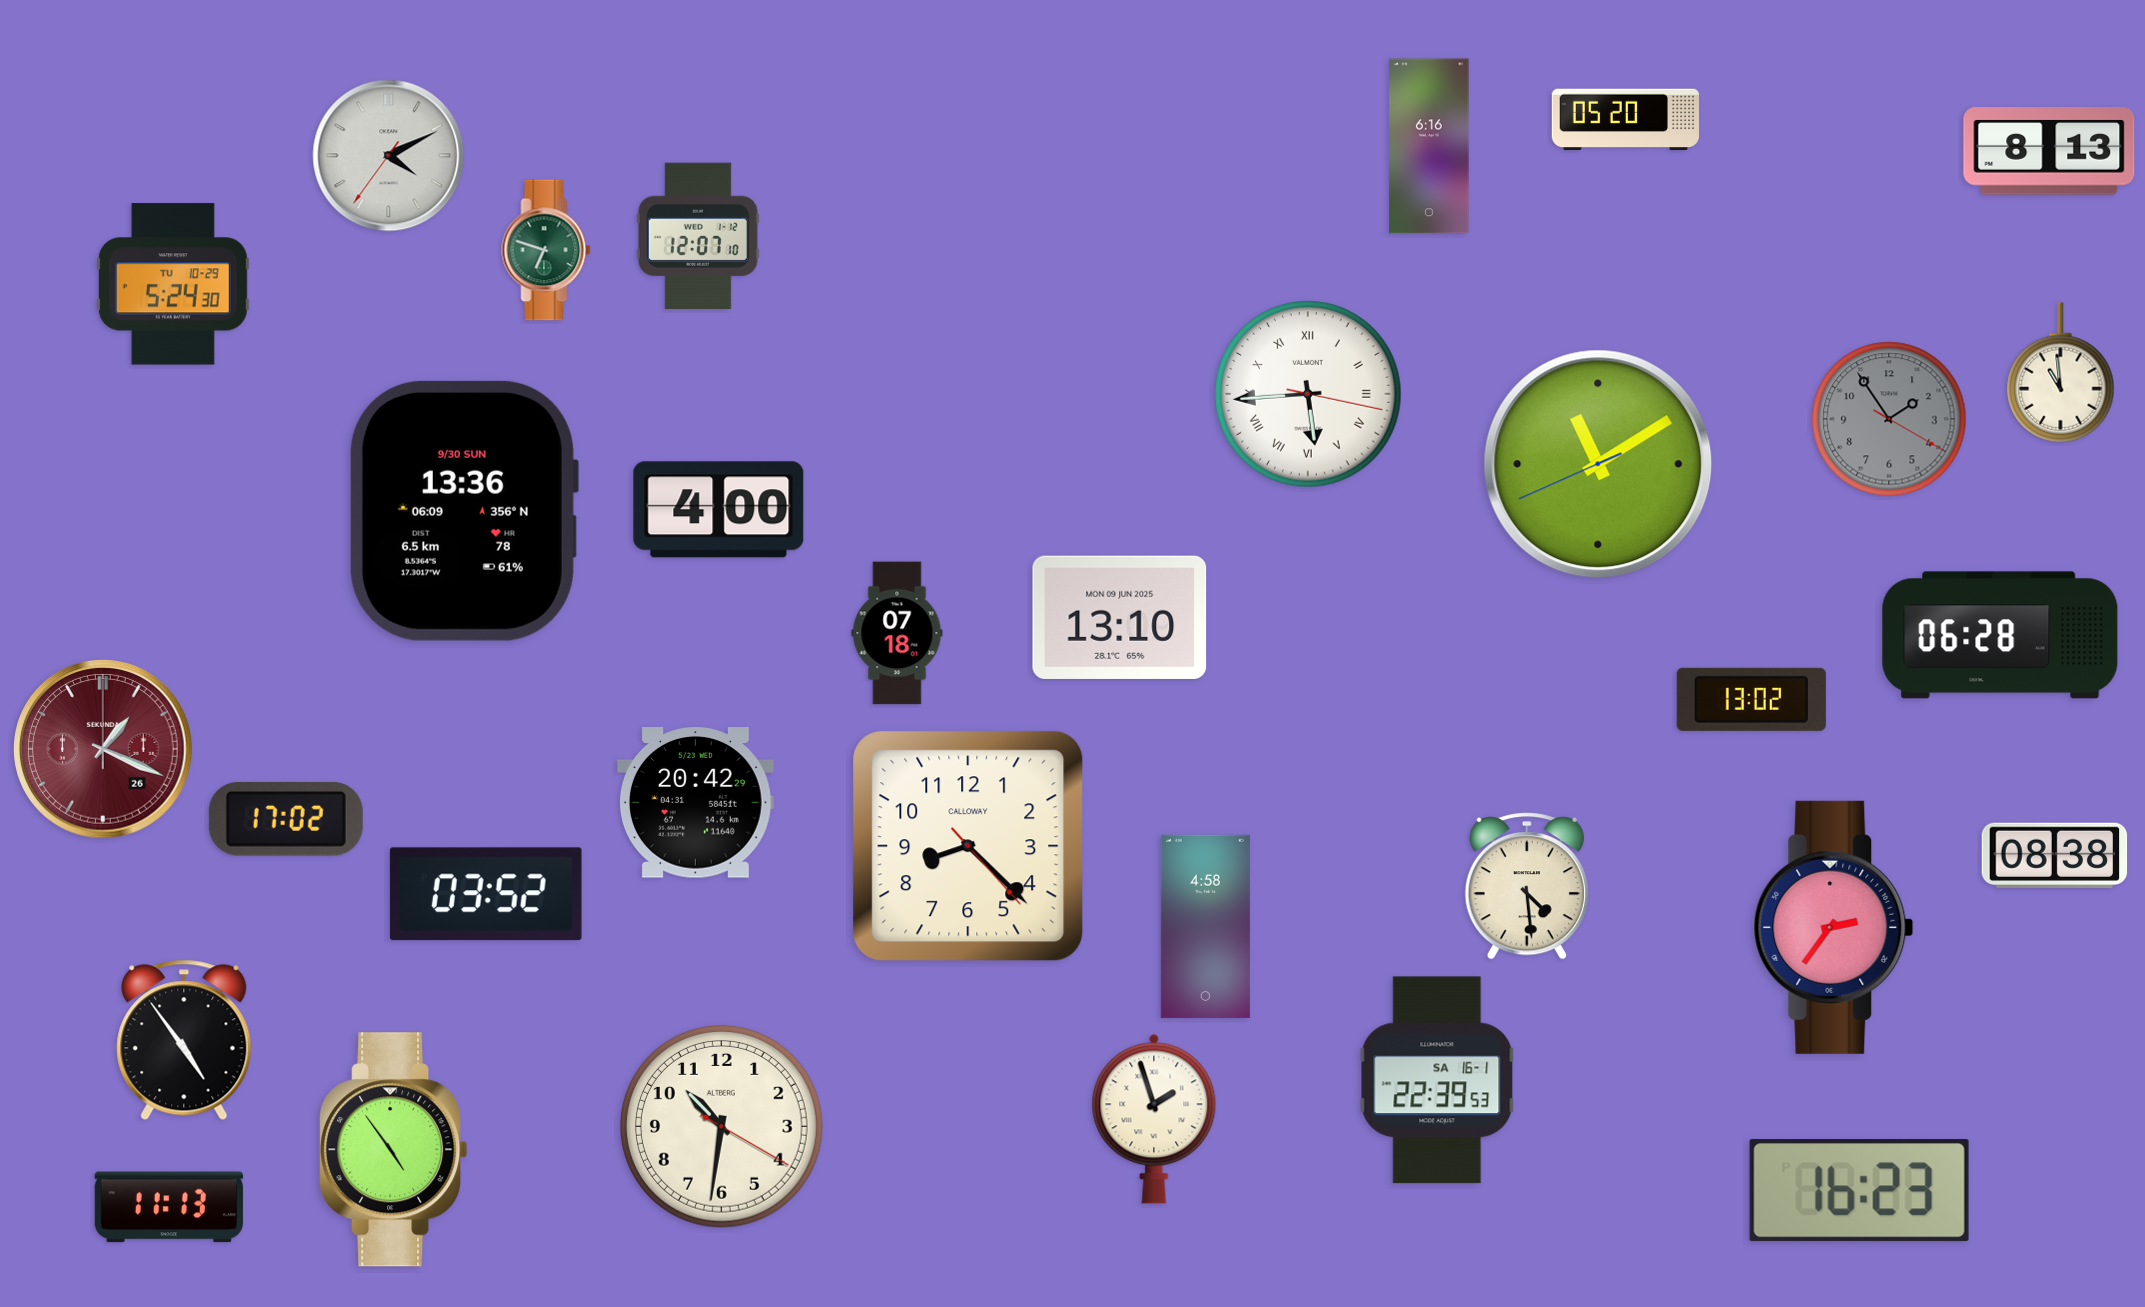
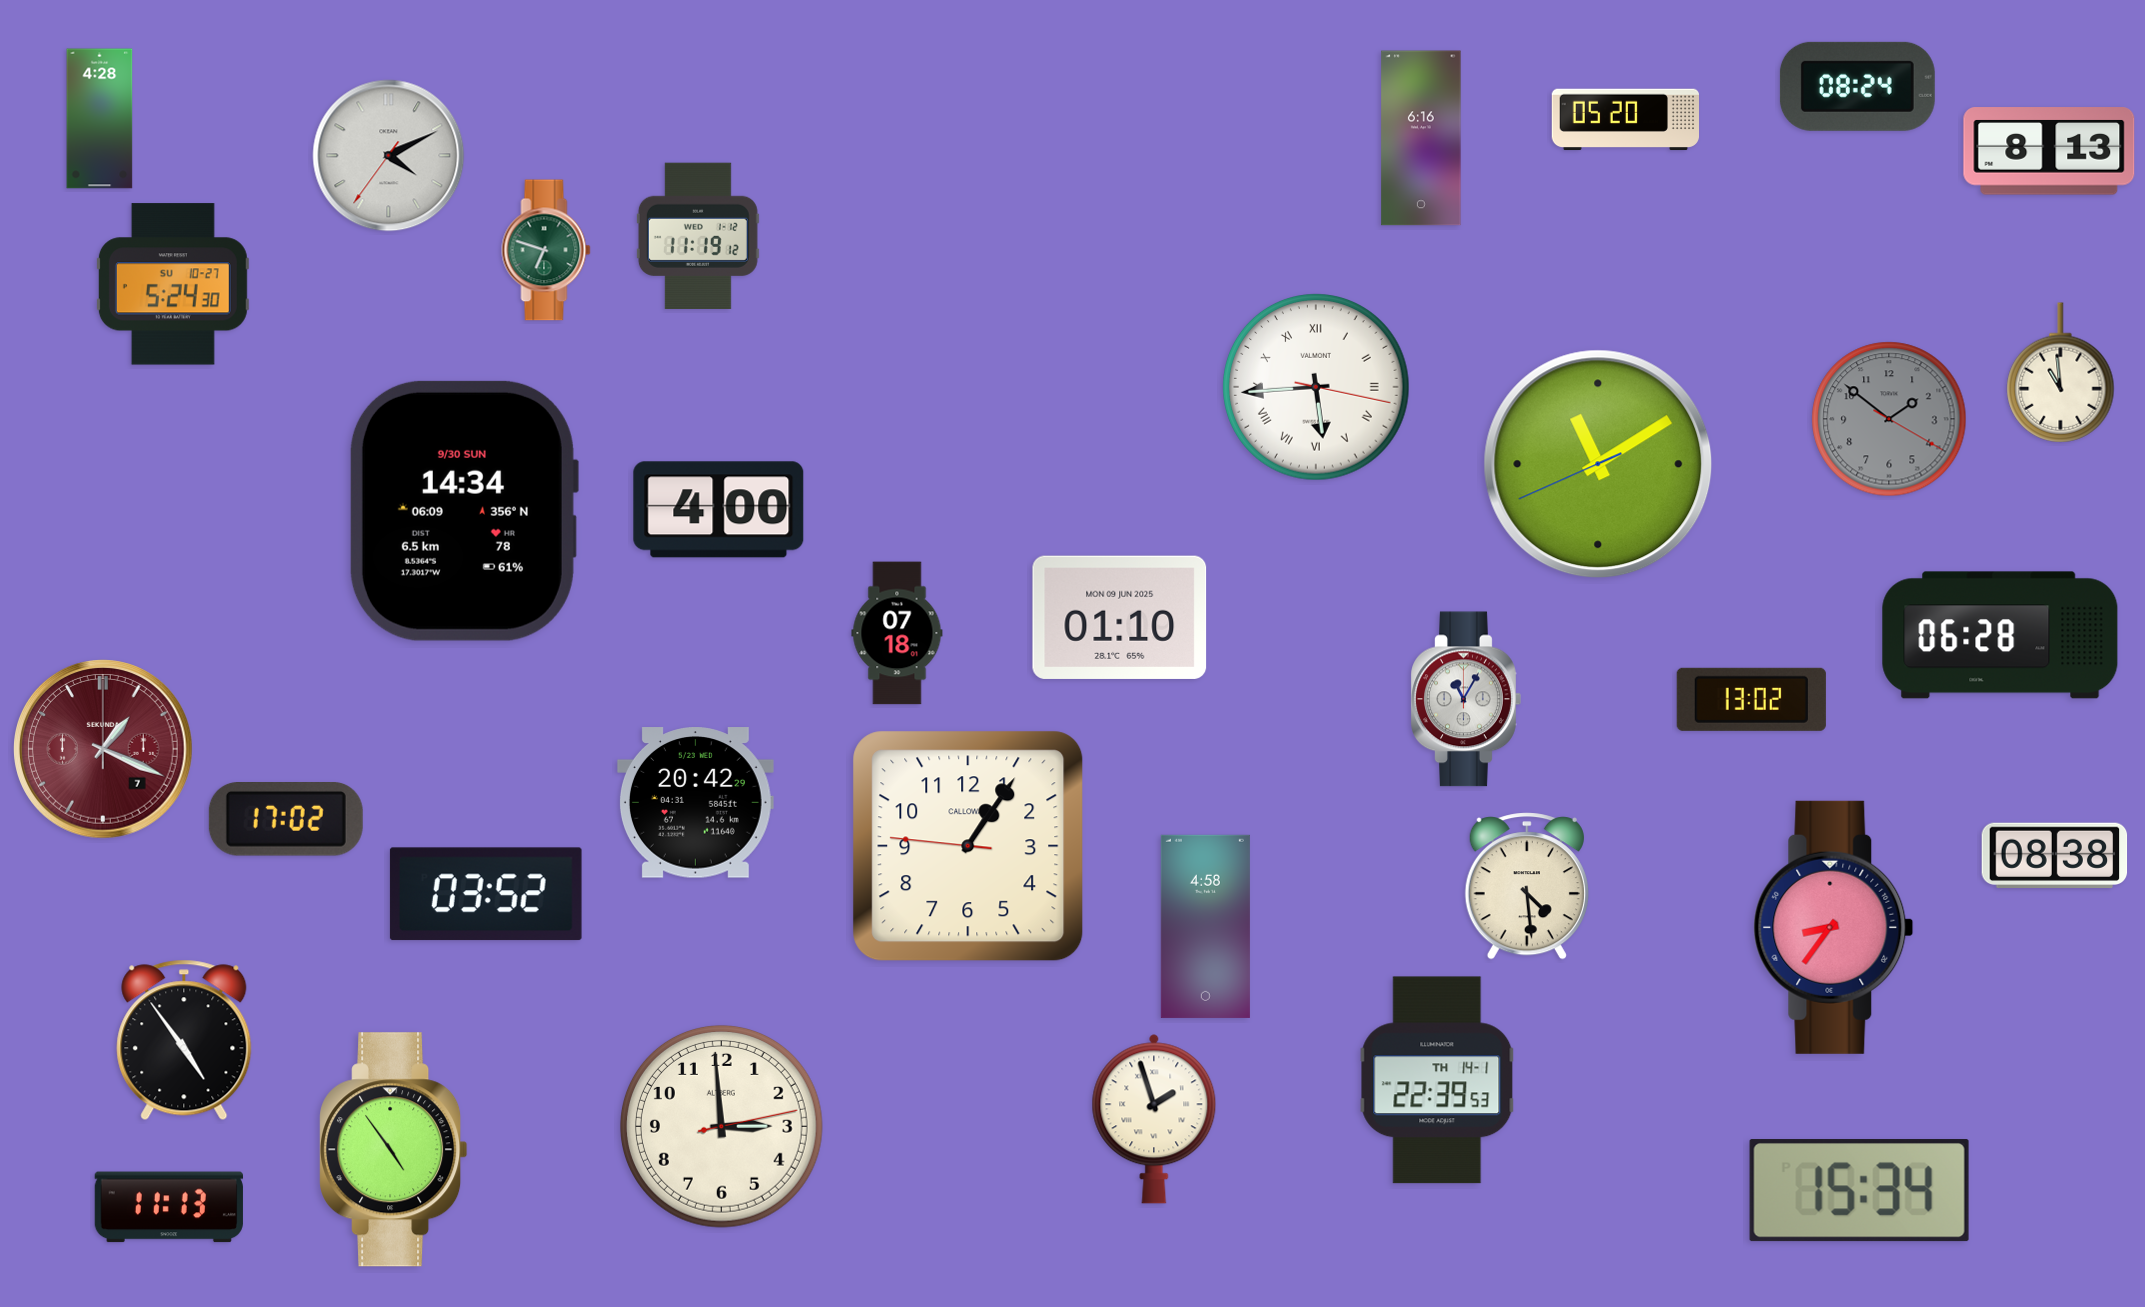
clock at (1857, 86): none -> 08:24
clock at (100, 119): none -> 4:28
clock at (1429, 146) position: (1429, 146) -> (1421, 138)
clock at (698, 235): 12:07 -> 11:19
clock at (173, 284) date: TU 10-29 -> SU 10-27
clock at (1308, 394) position: (1308, 394) -> (1316, 387)
clock at (1889, 419): 1:54 -> 1:51
clock at (463, 511): 13:36 -> 14:34
clock at (1120, 617): 13:10 -> 01:10
clock at (1466, 699): none -> 11:05
clock at (103, 749) date: 26 -> 7
clock at (968, 846): 8:22 -> 1:05
clock at (1834, 927): 2:36 -> 8:36
clock at (1437, 1080) date: SA 16-1 -> TH 14-1
clock at (722, 1127): 10:31 -> 2:59
clock at (1859, 1191): 16:23 -> 15:34
